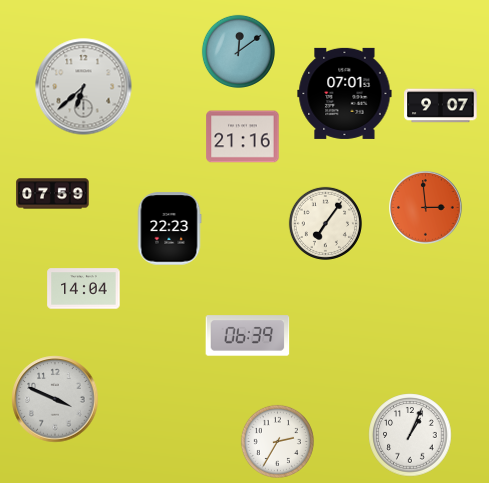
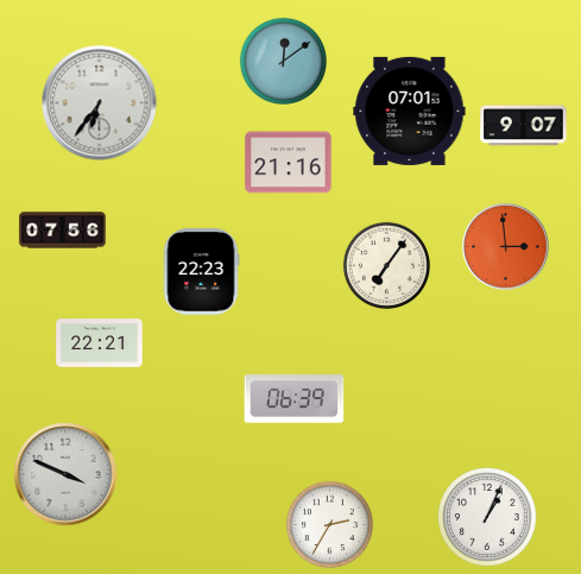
clock at (84, 87): 6:38 -> 6:36
clock at (53, 194): 07:59 -> 07:56
clock at (84, 289): 14:04 -> 22:21
